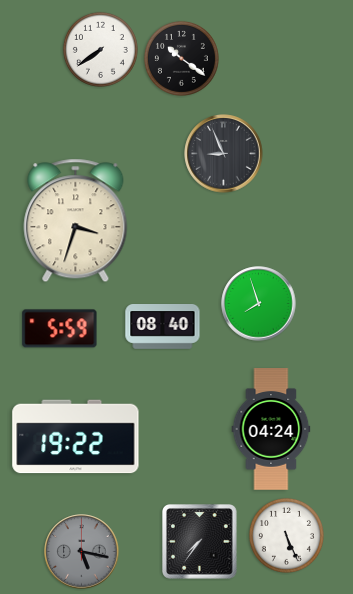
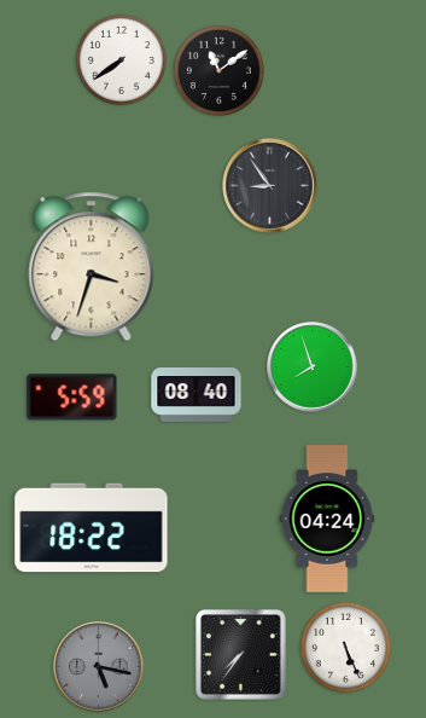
clock at (181, 58): 10:21 -> 11:09
clock at (224, 154): 8:56 -> 8:54
clock at (76, 437): 19:22 -> 18:22
